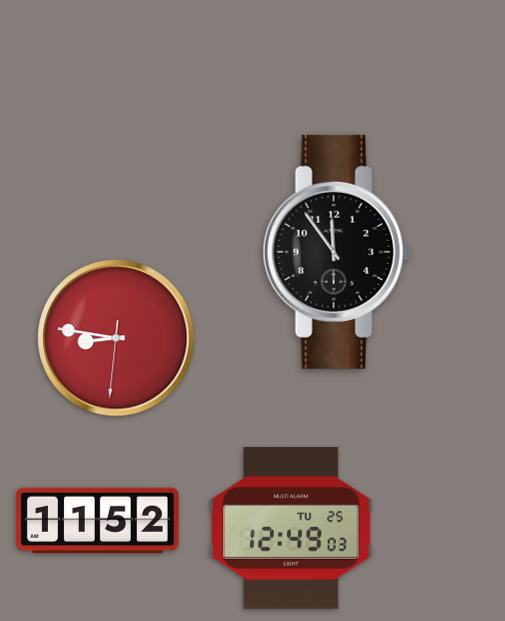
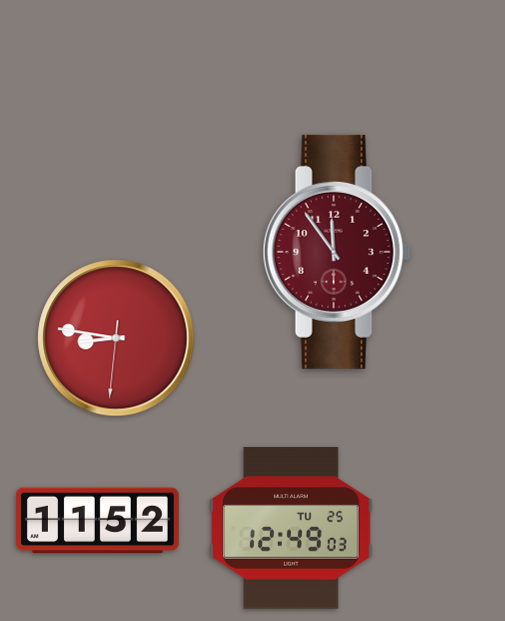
clock at (337, 252) dial: black -> burgundy
